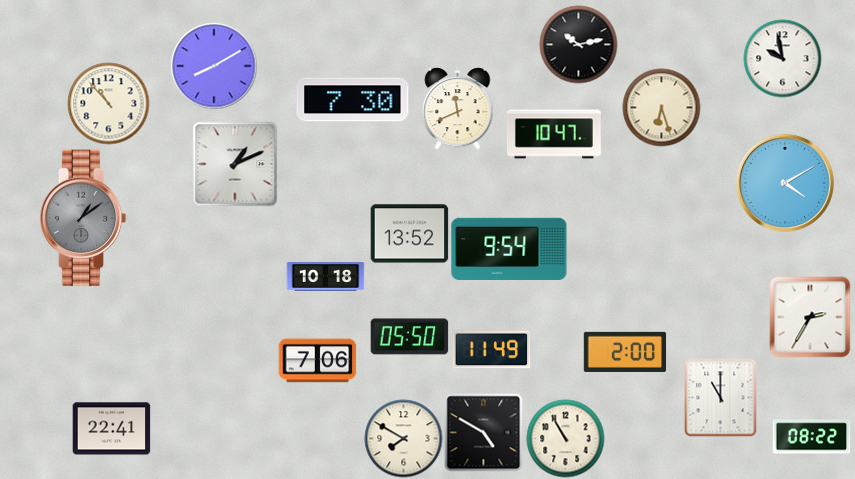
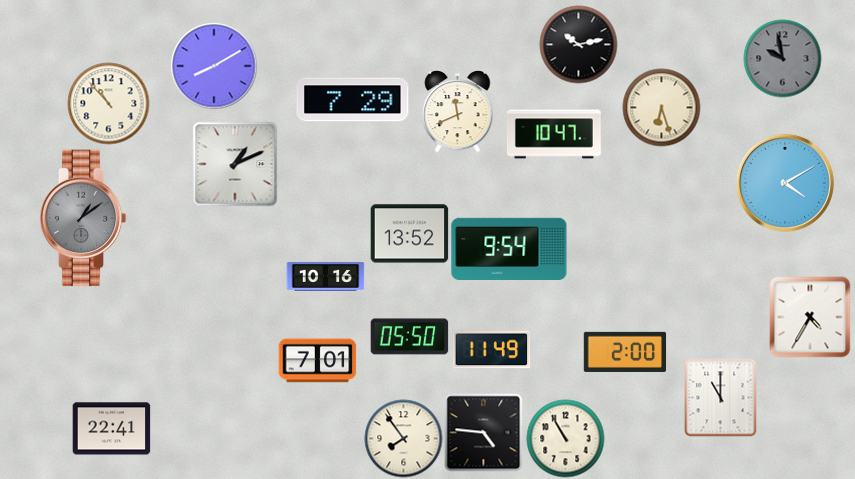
clock at (782, 58) dial: white -> grey
clock at (353, 100): 7:30 -> 7:29
clock at (458, 109) position: (458, 109) -> (458, 112)
clock at (325, 276): 10:18 -> 10:16
clock at (810, 317): 2:35 -> 4:35
clock at (317, 361): 7:06 -> 7:01
clock at (483, 432): 4:50 -> 4:46
clock at (811, 437): 08:22 -> none
clock at (403, 438): 7:50 -> 7:54
